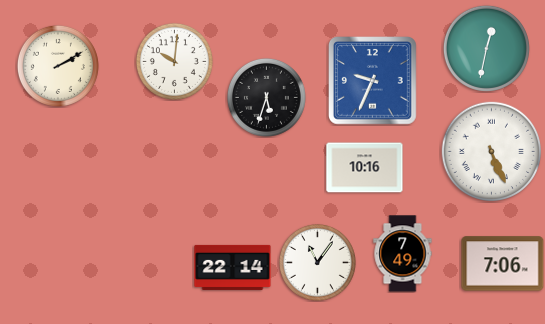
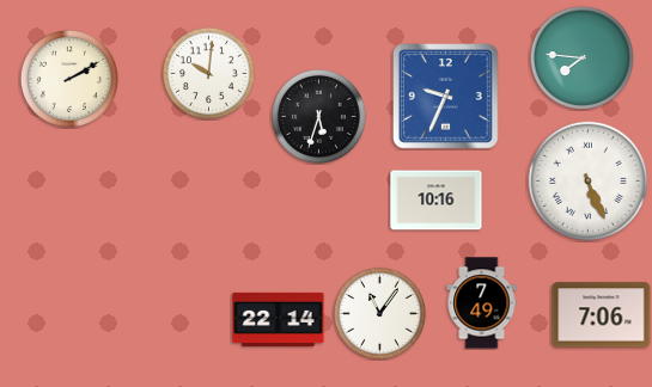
clock at (486, 48): 12:32 -> 7:46
